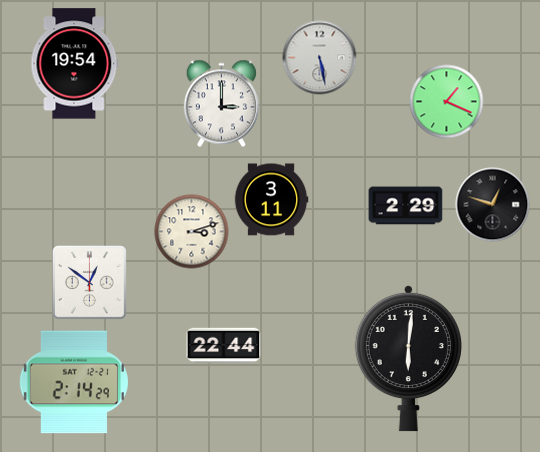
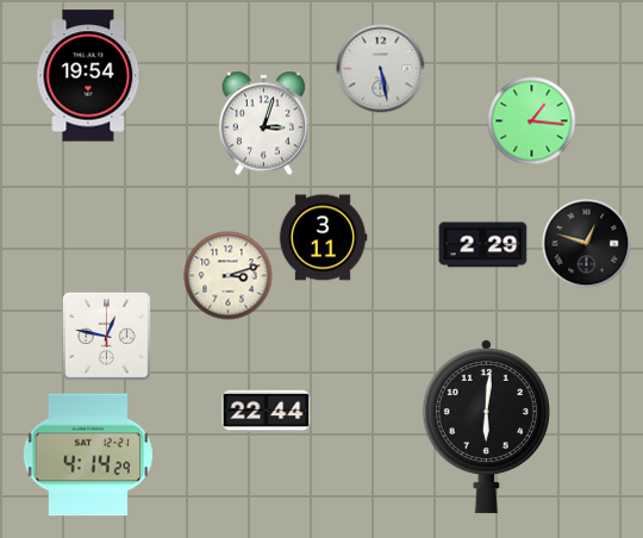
clock at (447, 102): 1:19 -> 1:16
clock at (221, 104): 3:00 -> 3:03
clock at (89, 282): 12:51 -> 12:47
clock at (74, 382): 2:14 -> 4:14
